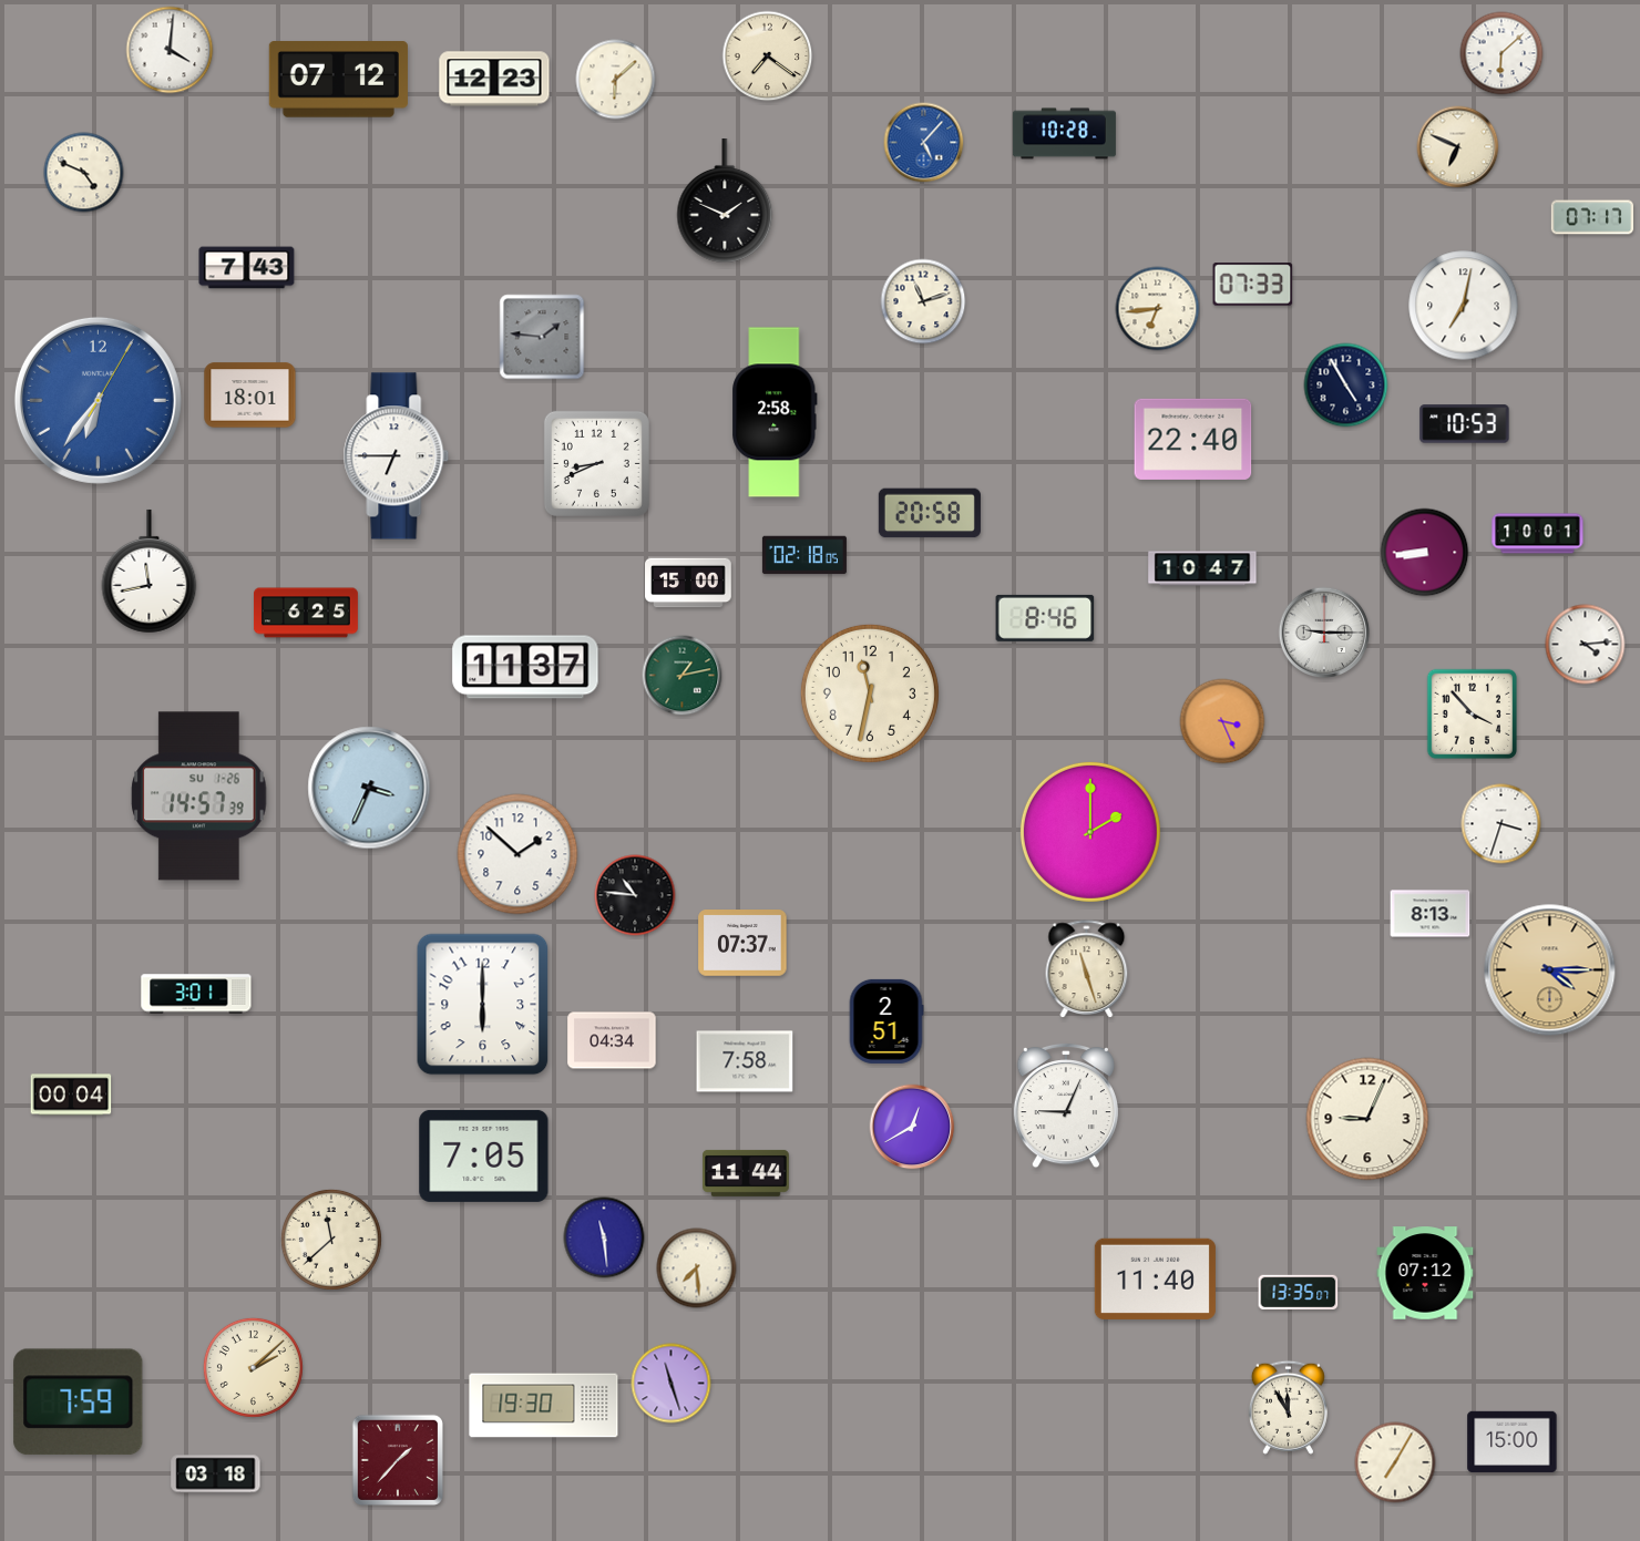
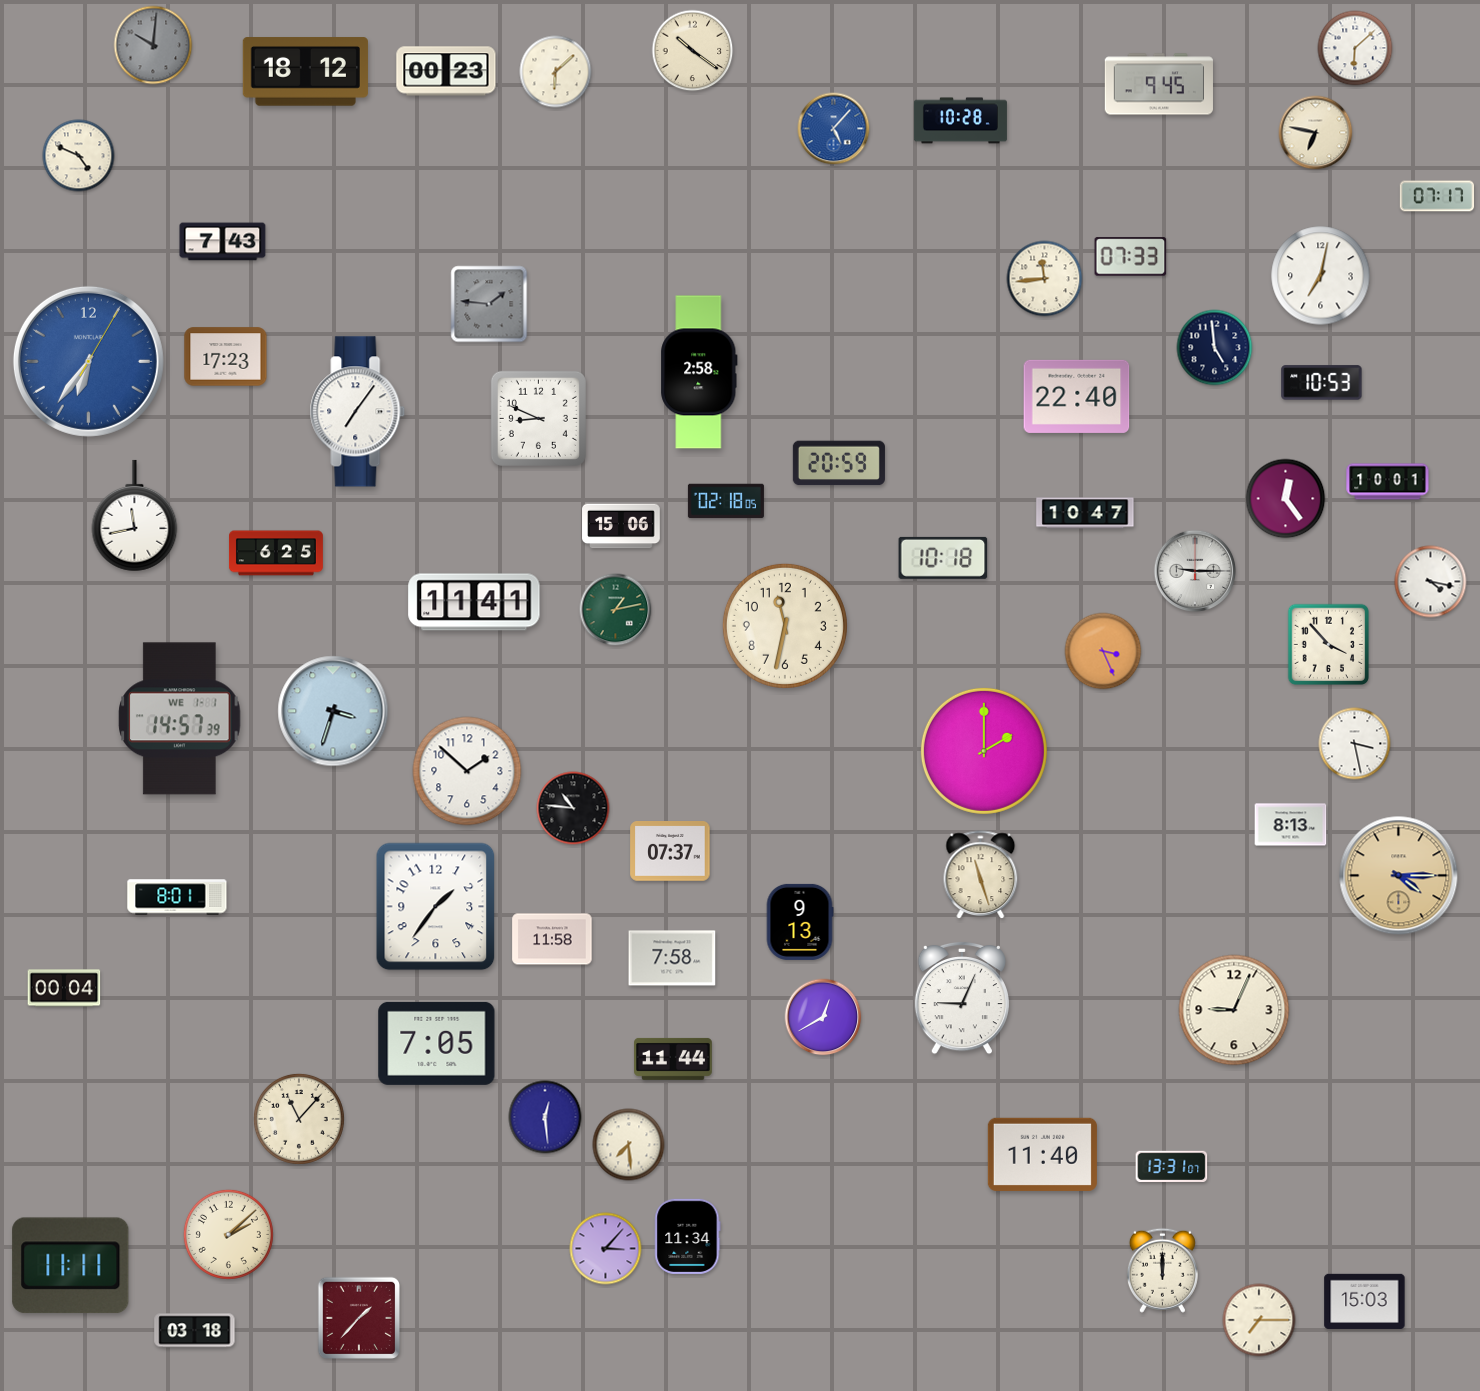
clock at (170, 50): 4:01 -> 10:01
clock at (170, 50) dial: white -> grey
clock at (768, 56): 7:21 -> 10:21
clock at (494, 79): 12:23 -> 00:23
clock at (338, 80): 07:12 -> 18:12
clock at (1159, 84): none -> 9:45
clock at (1458, 147): 6:49 -> 6:47
clock at (84, 173) position: (84, 173) -> (79, 156)
clock at (725, 202): 1:49 -> none
clock at (923, 301): 11:12 -> none
clock at (1158, 309): 6:44 -> 11:44
clock at (1346, 386): 4:55 -> 4:59
clock at (250, 395): 18:01 -> 17:23
clock at (397, 456): 6:45 -> 7:06
clock at (596, 463): 8:41 -> 8:49
clock at (930, 513): 20:58 -> 20:59
clock at (1425, 553): 8:44 -> 12:24
clock at (688, 583): 15:00 -> 15:06
clock at (1045, 618): 8:46 -> 10:18
clock at (1586, 645): 4:14 -> 4:17
clock at (525, 667): 11:37 -> 11:41
clock at (369, 788): 3:34 -> 3:33
clock at (199, 797) date: SU 1-26 -> WE 1-1
clock at (1501, 824): 3:33 -> 3:28
clock at (196, 994): 3:01 -> 8:01
clock at (483, 1005): 6:00 -> 1:36
clock at (886, 1021): 2:51 -> 9:13
clock at (612, 1040): 04:34 -> 11:58
clock at (604, 1237): 11:29 -> 12:29
clock at (331, 1240): 11:38 -> 11:07
clock at (1425, 1273): 07:12 -> none
clock at (1299, 1292): 13:35 -> 13:31
clock at (688, 1236): none -> 11:34
clock at (672, 1384): 11:27 -> 3:07
clock at (79, 1403): 7:59 -> 11:11
clock at (544, 1406): 19:30 -> none
clock at (1288, 1407): 11:55 -> 12:00
clock at (1513, 1441): 15:00 -> 15:03
clock at (1395, 1462): 7:05 -> 7:15
